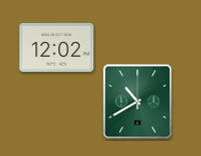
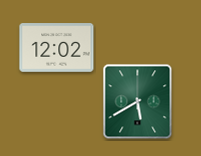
clock at (138, 102): 10:40 -> 5:40
